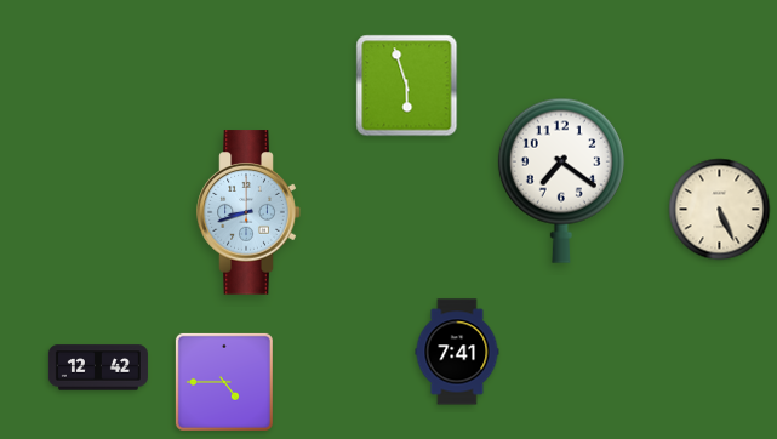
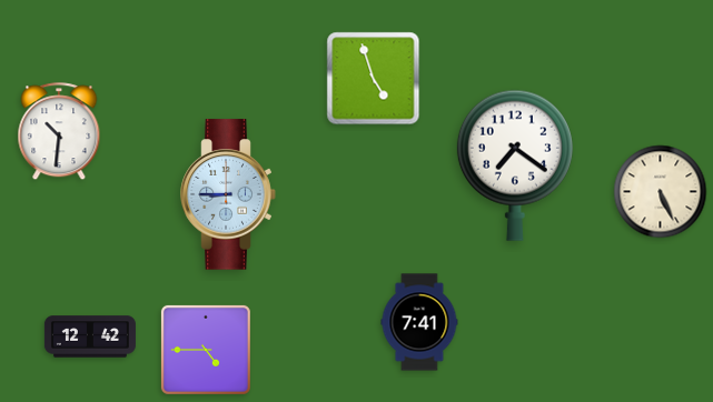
clock at (407, 86): 5:57 -> 4:57
clock at (59, 132): none -> 10:31
clock at (248, 212): 8:42 -> 8:45
